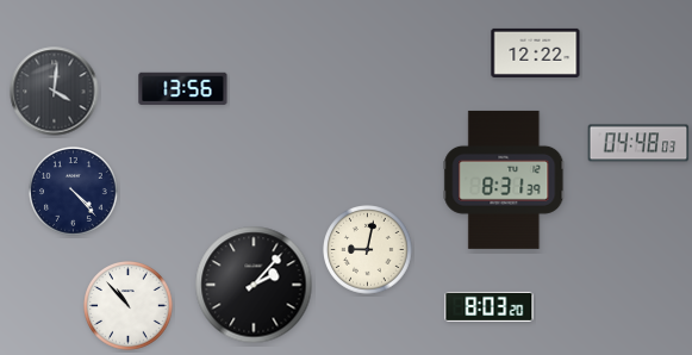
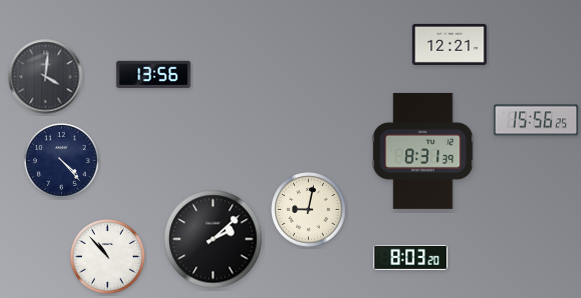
clock at (536, 52): 12:22 -> 12:21
clock at (638, 143): 04:48 -> 15:56
clock at (254, 285): 2:07 -> 2:08
